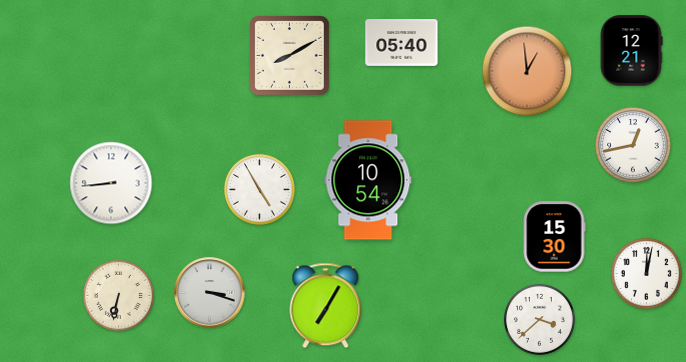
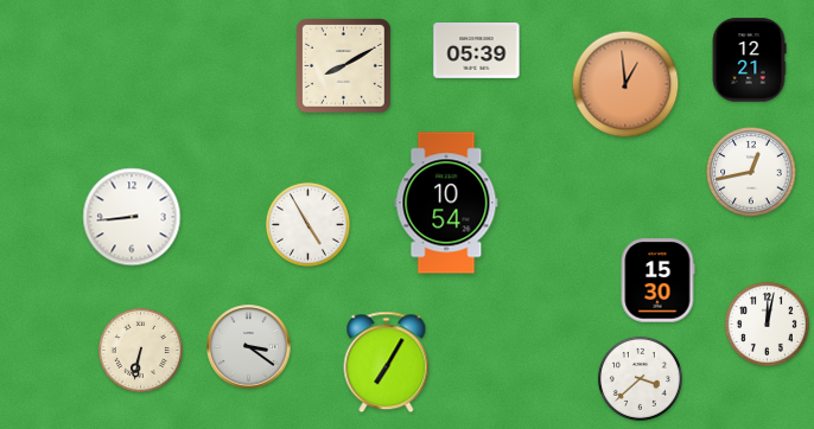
clock at (402, 43): 05:40 -> 05:39
clock at (368, 180) position: (368, 180) -> (446, 203)
clock at (210, 293): 3:18 -> 3:21
